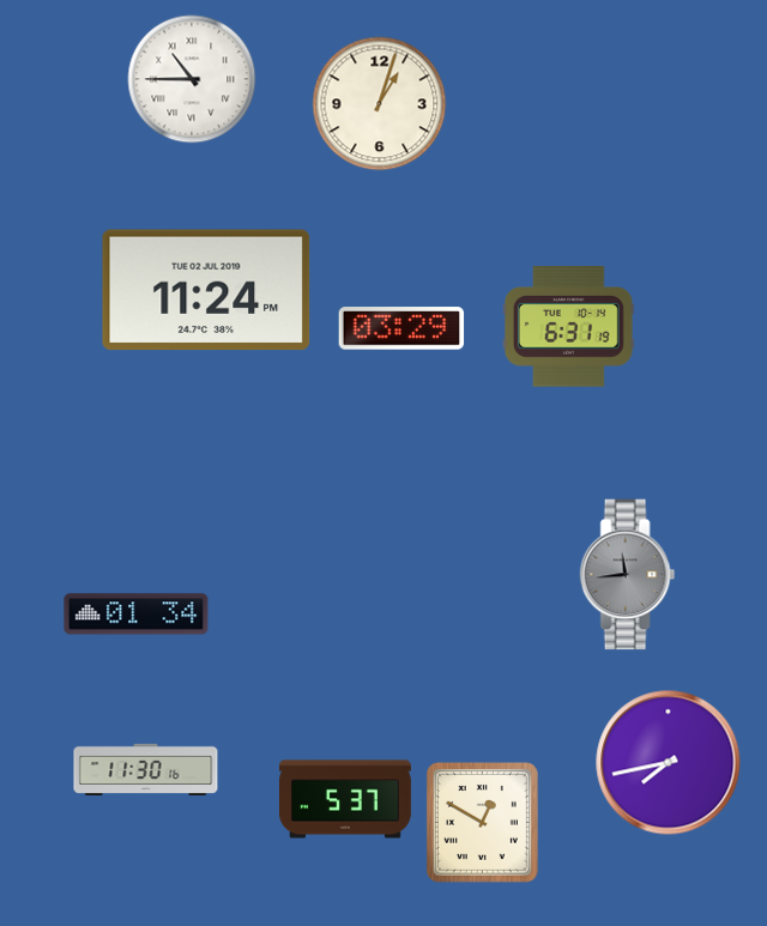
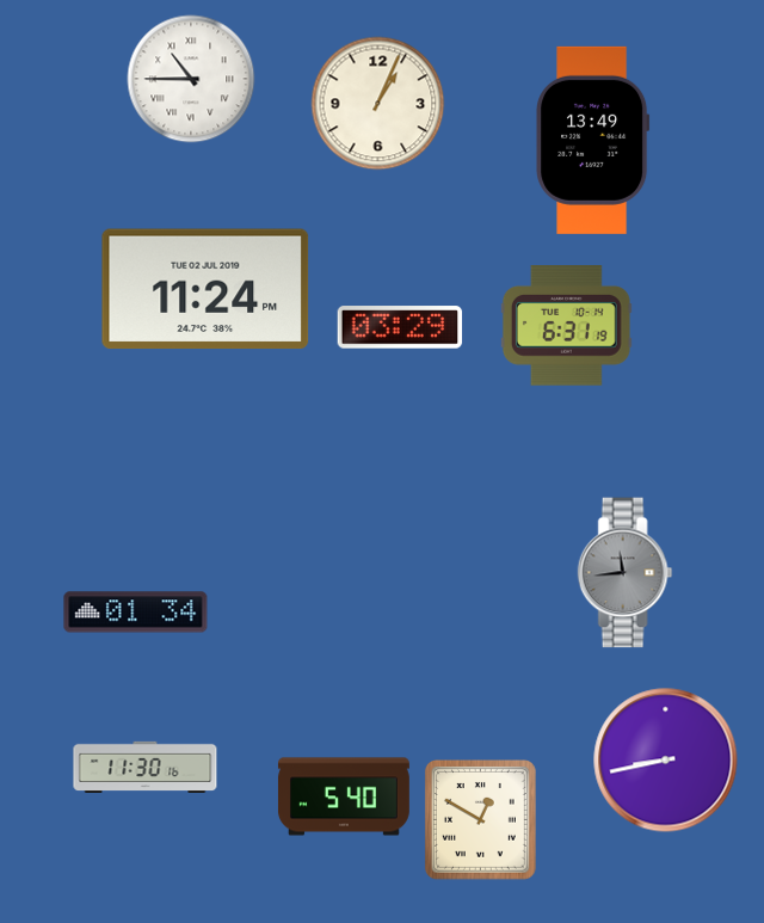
clock at (380, 104): 1:03 -> 1:04
clock at (593, 140): none -> 13:49
clock at (669, 763): 7:43 -> 8:43
clock at (345, 799): 5:37 -> 5:40
